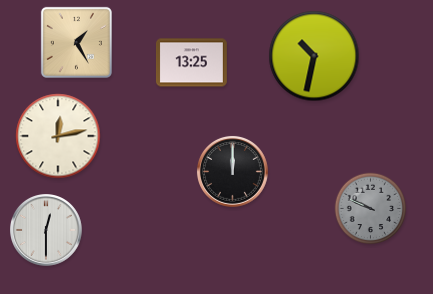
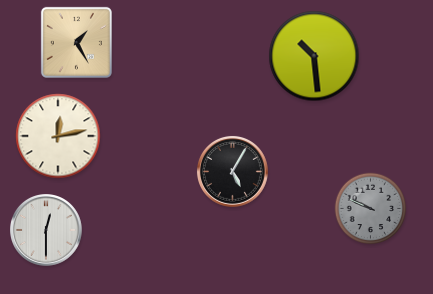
clock at (314, 56): 10:32 -> 10:29
clock at (191, 63): 13:25 -> none
clock at (232, 171): 12:00 -> 5:05
